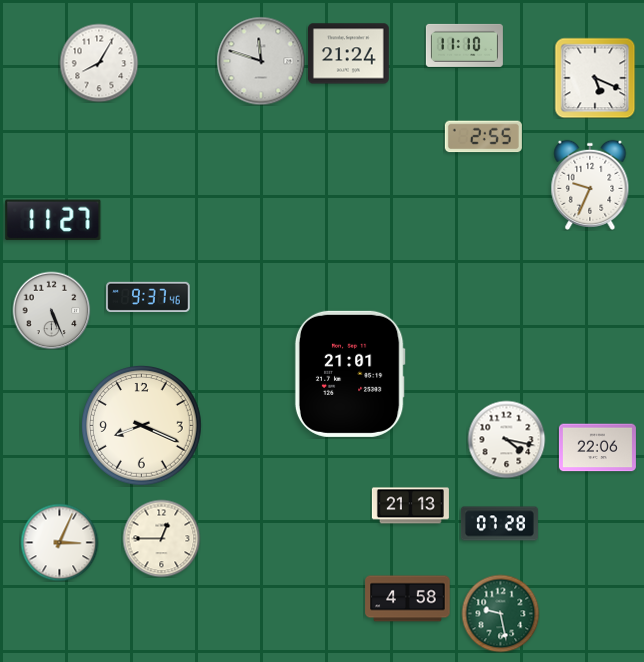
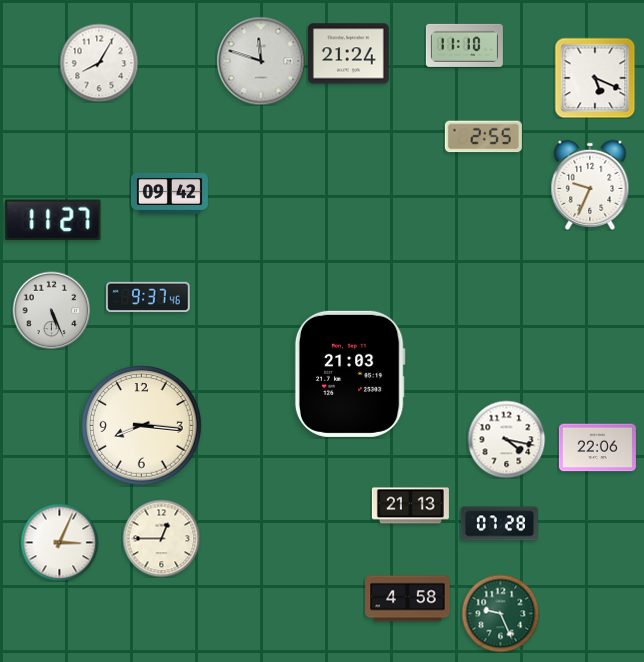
clock at (169, 194): none -> 09:42
clock at (350, 374): 21:01 -> 21:03
clock at (142, 426): 8:19 -> 8:16
clock at (500, 613): 9:28 -> 9:26
